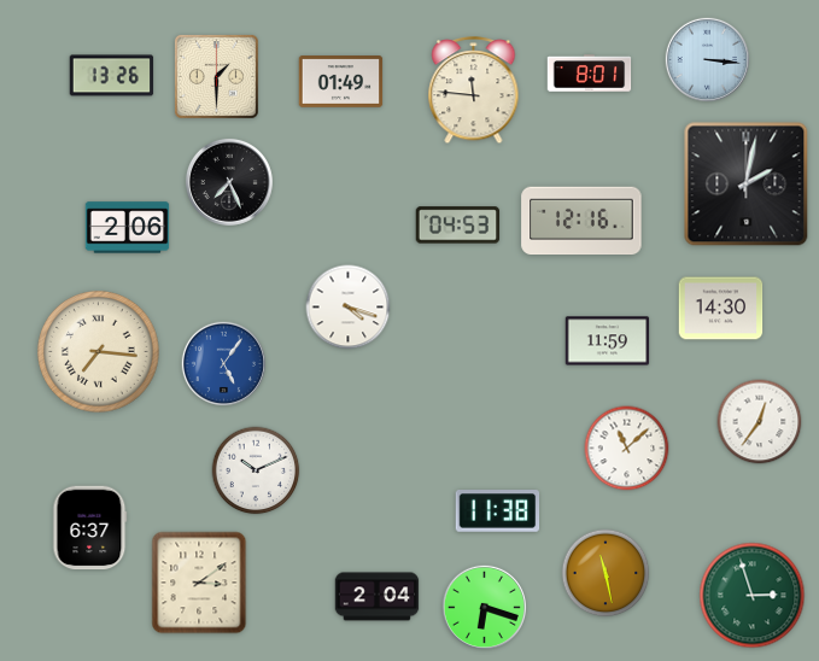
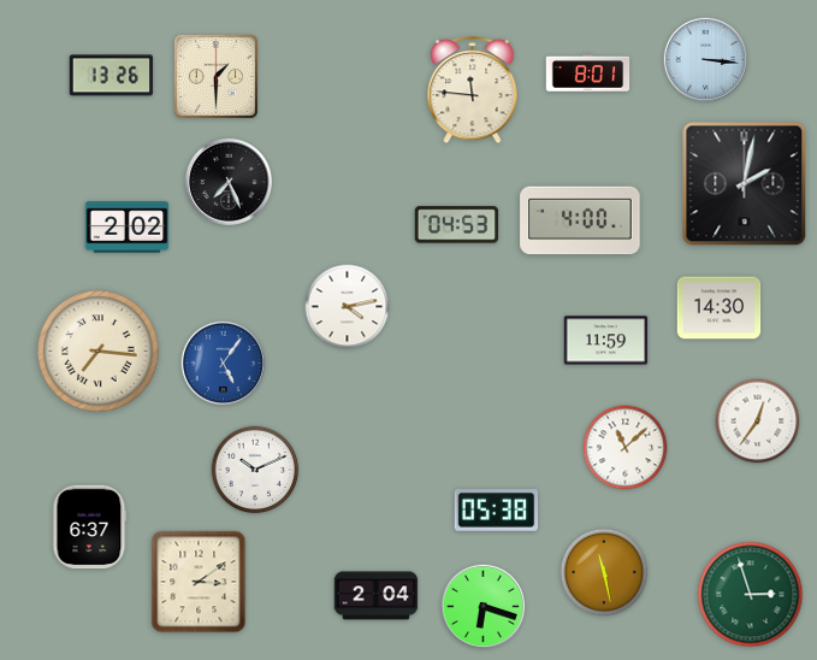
clock at (341, 82): 01:49 -> none
clock at (581, 221): 12:16 -> 4:00
clock at (128, 228): 2:06 -> 2:02
clock at (349, 308): 4:18 -> 4:13
clock at (498, 511): 11:38 -> 05:38
